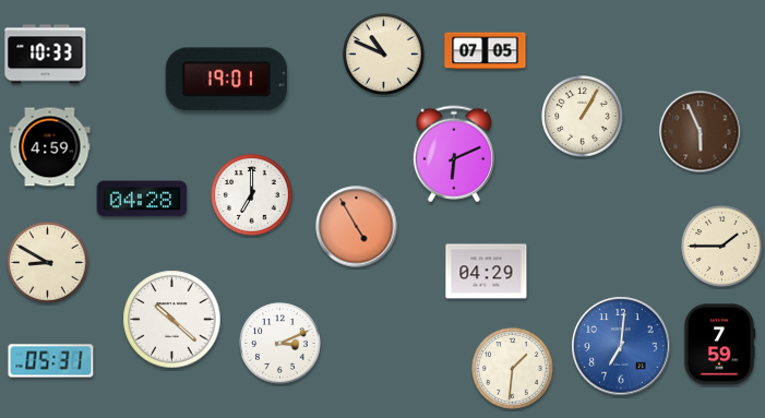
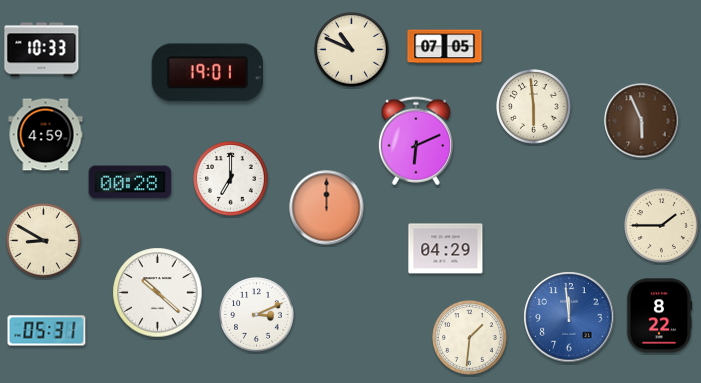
clock at (583, 117): 1:05 -> 5:59
clock at (142, 199): 04:28 -> 00:28
clock at (357, 227): 4:55 -> 12:00
clock at (719, 345): 7:59 -> 8:22
clock at (621, 346): 7:01 -> 11:59
